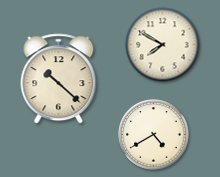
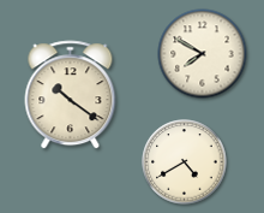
clock at (163, 45) position: (163, 45) -> (203, 54)
clock at (59, 79): 10:22 -> 10:21
